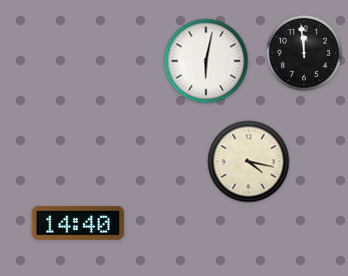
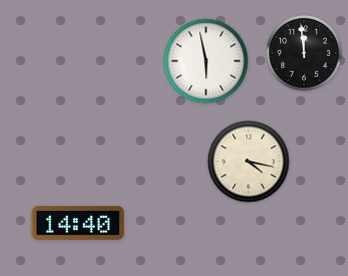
clock at (206, 61): 6:02 -> 5:58
